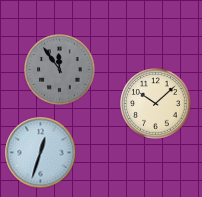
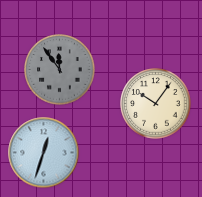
clock at (156, 104): 10:08 -> 10:06
clock at (41, 153) position: (41, 153) -> (44, 153)
